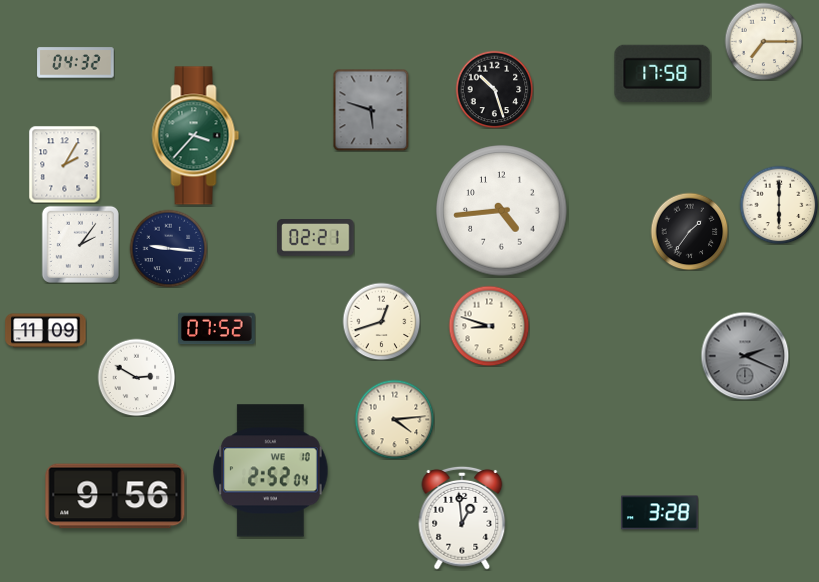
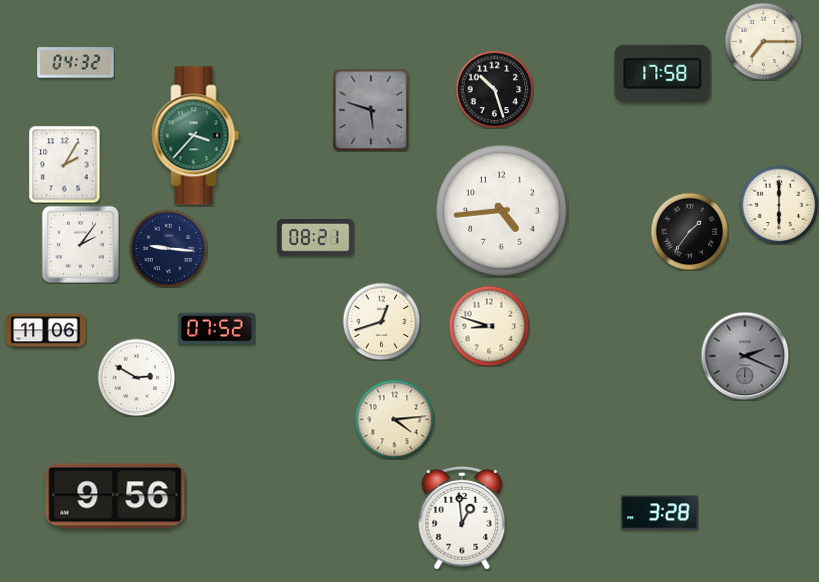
clock at (316, 238): 02:21 -> 08:21
clock at (46, 331): 11:09 -> 11:06
clock at (271, 471): 2:52 -> none
